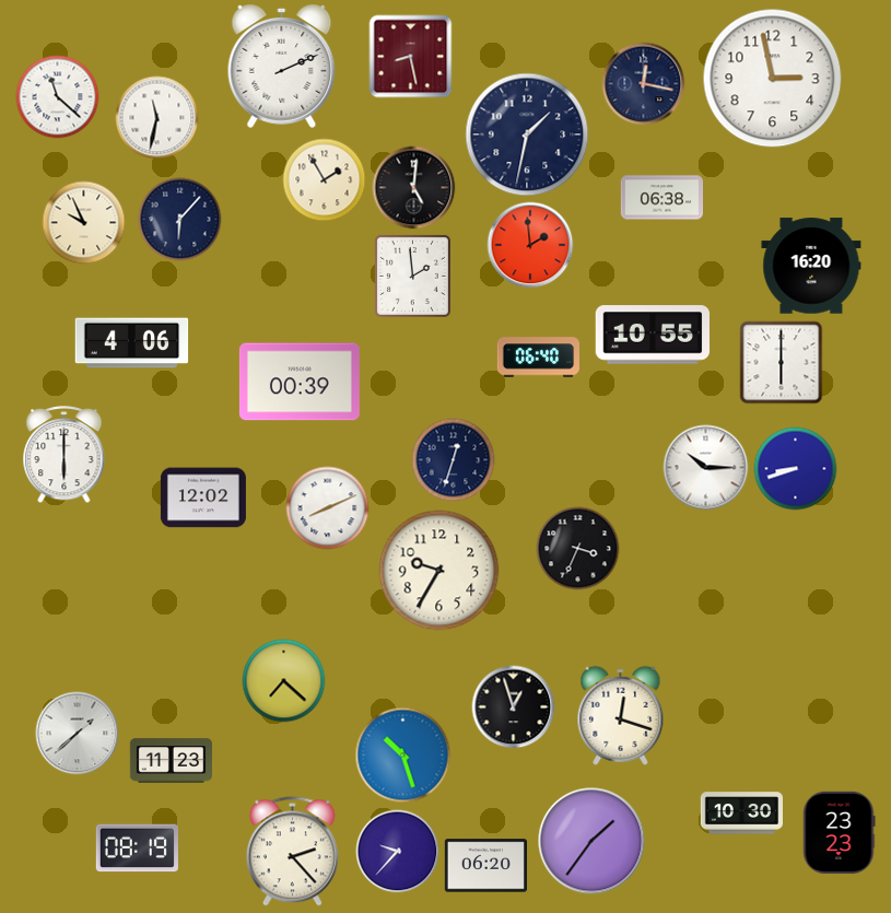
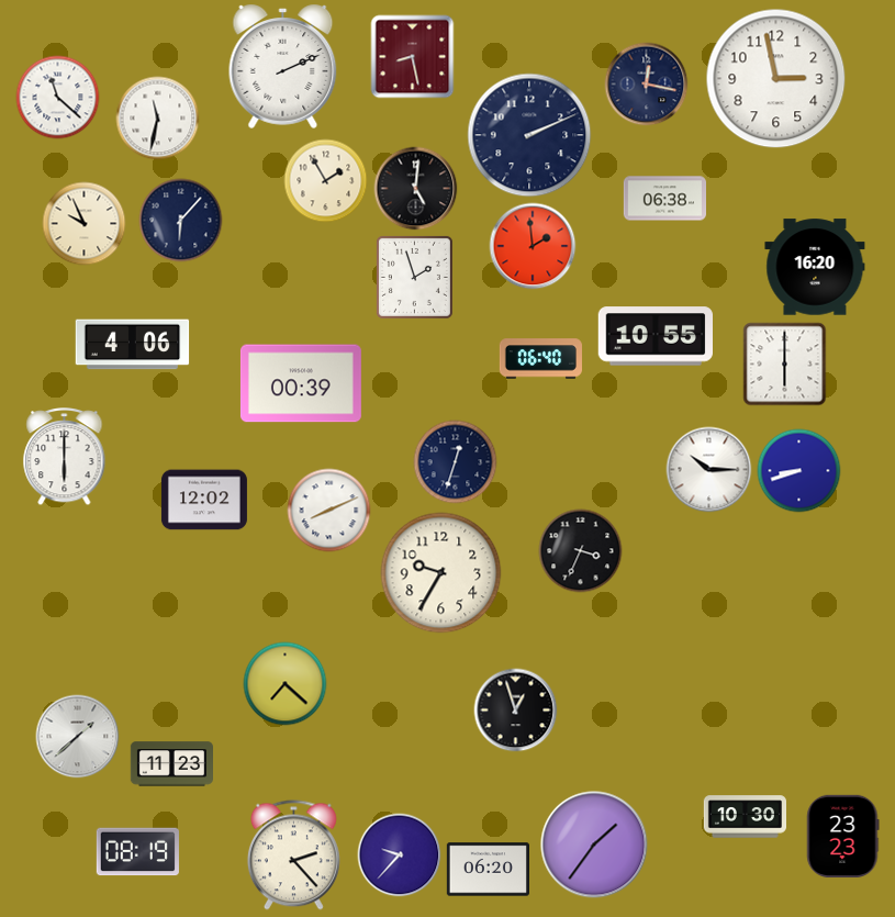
clock at (527, 134): 1:32 -> 2:11
clock at (412, 276): 1:59 -> 1:57
clock at (621, 715): 12:18 -> none
clock at (403, 756): 10:27 -> none
